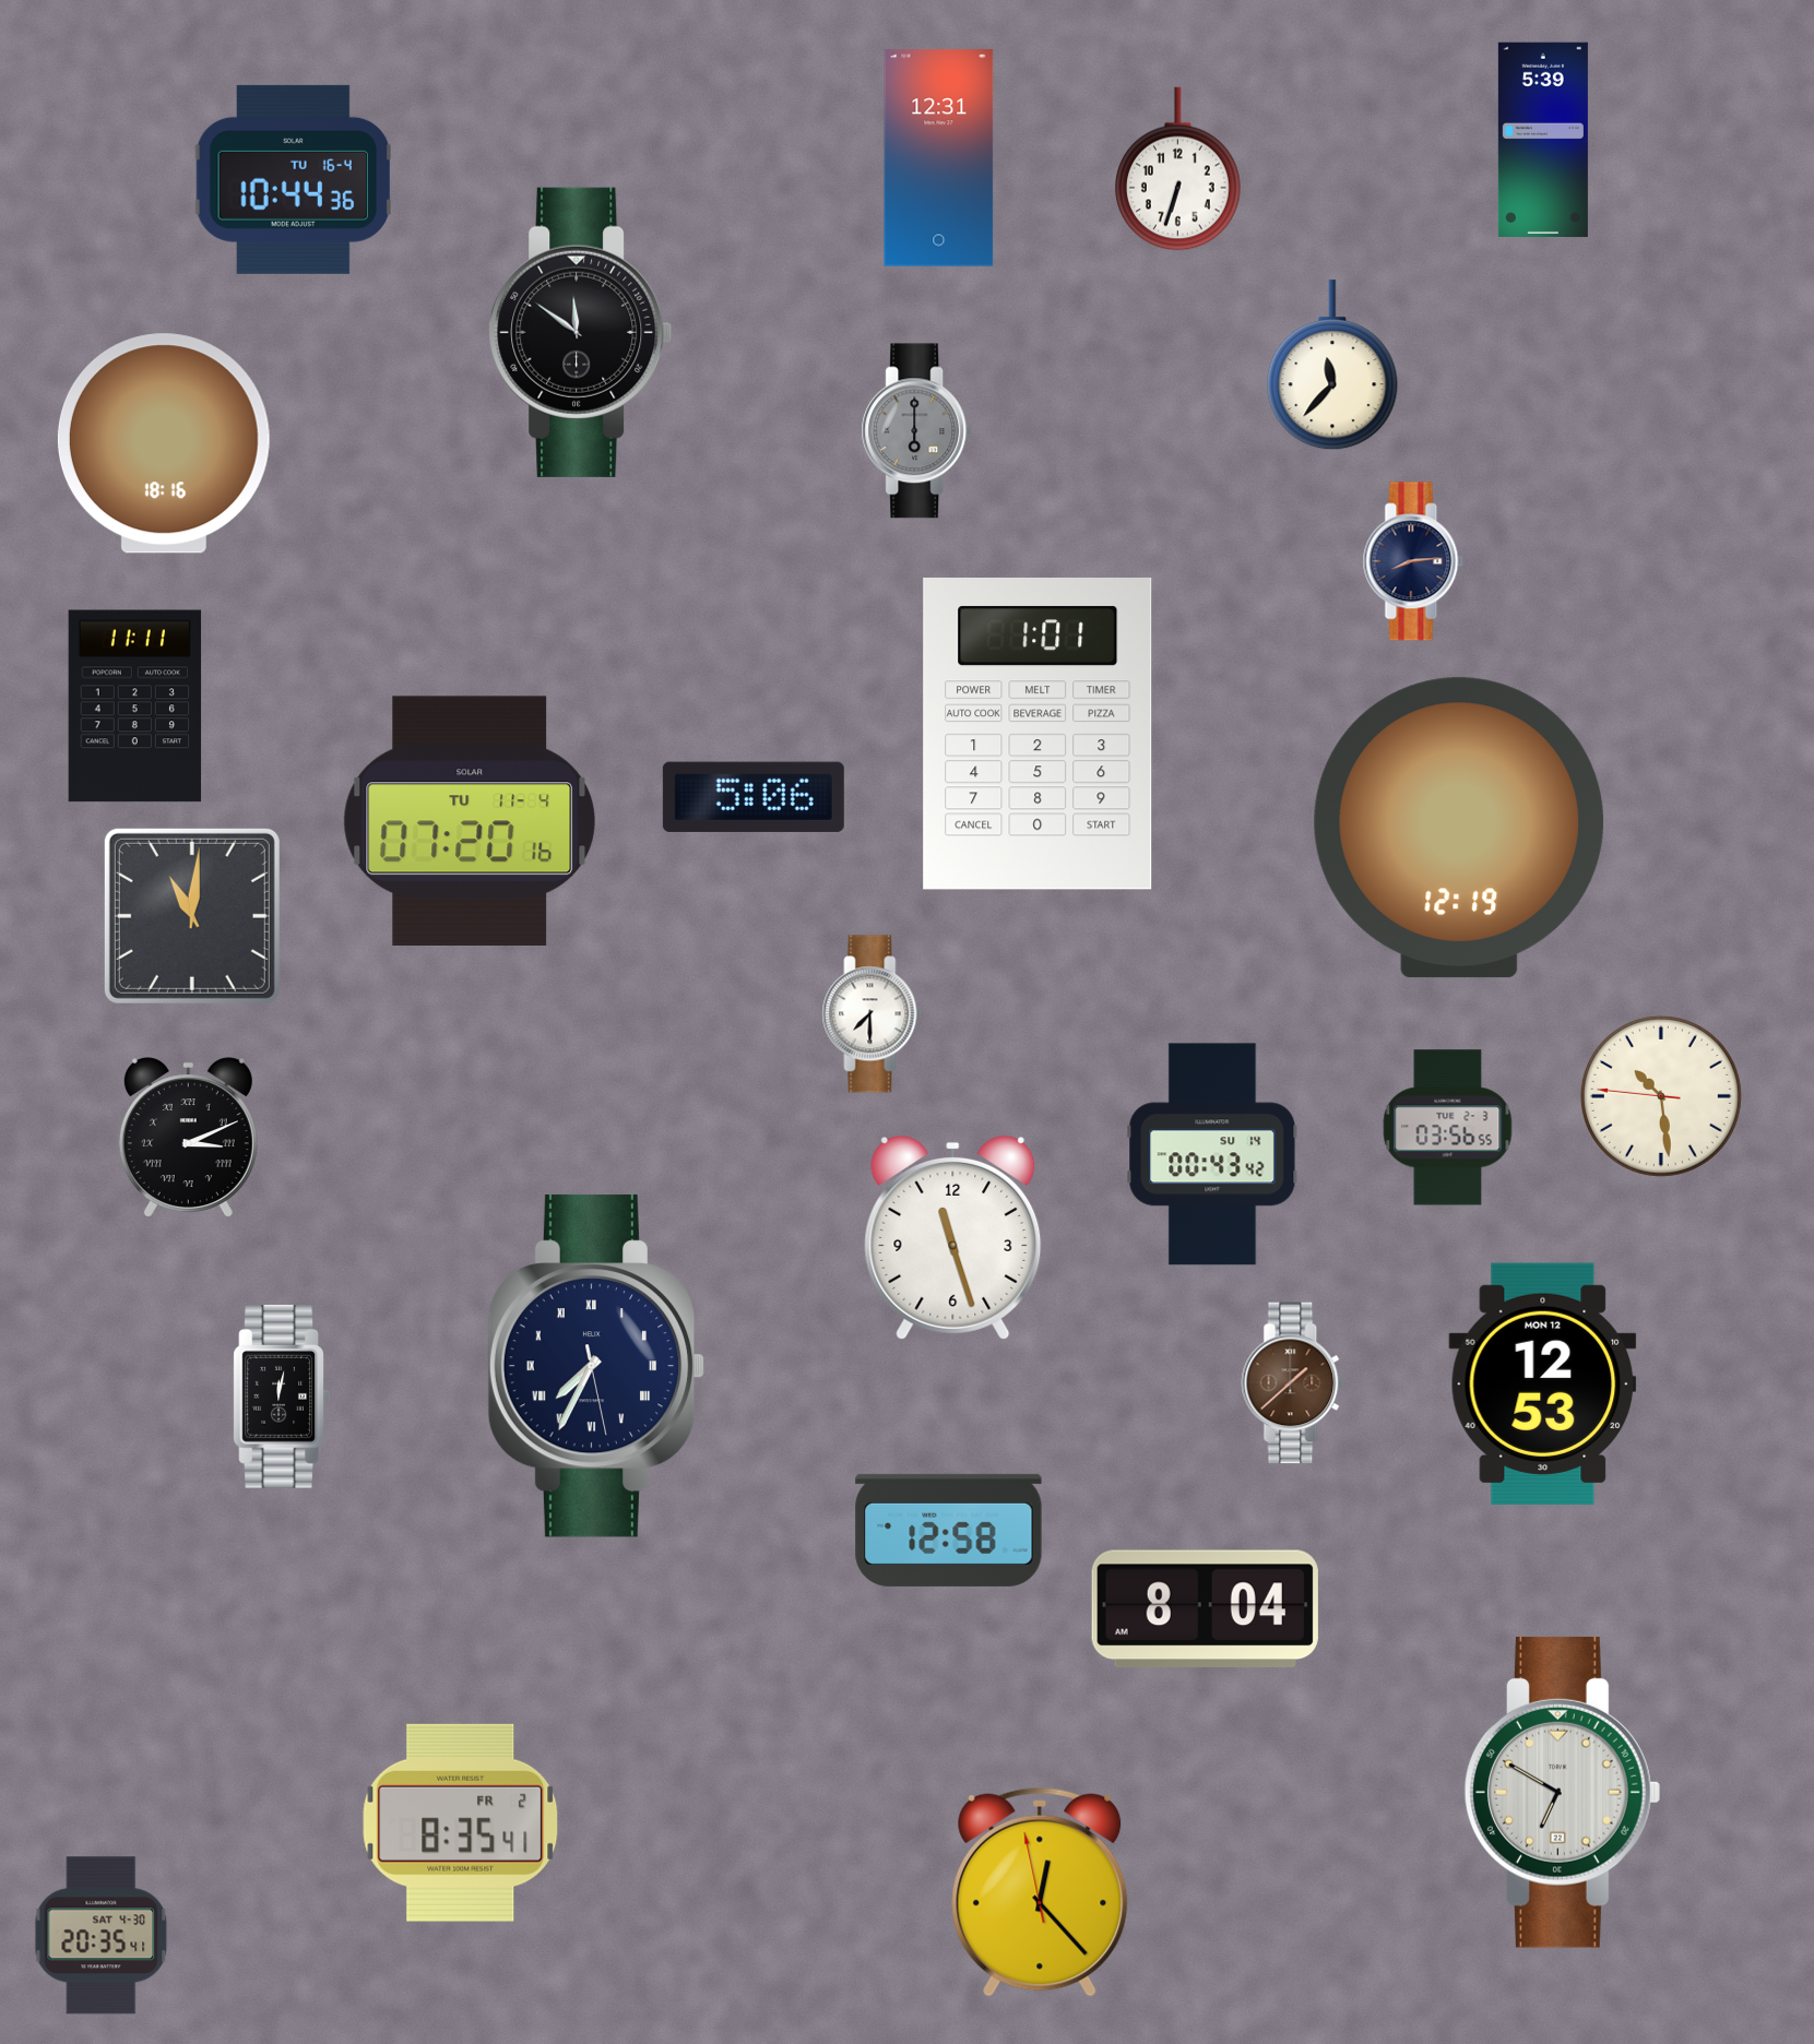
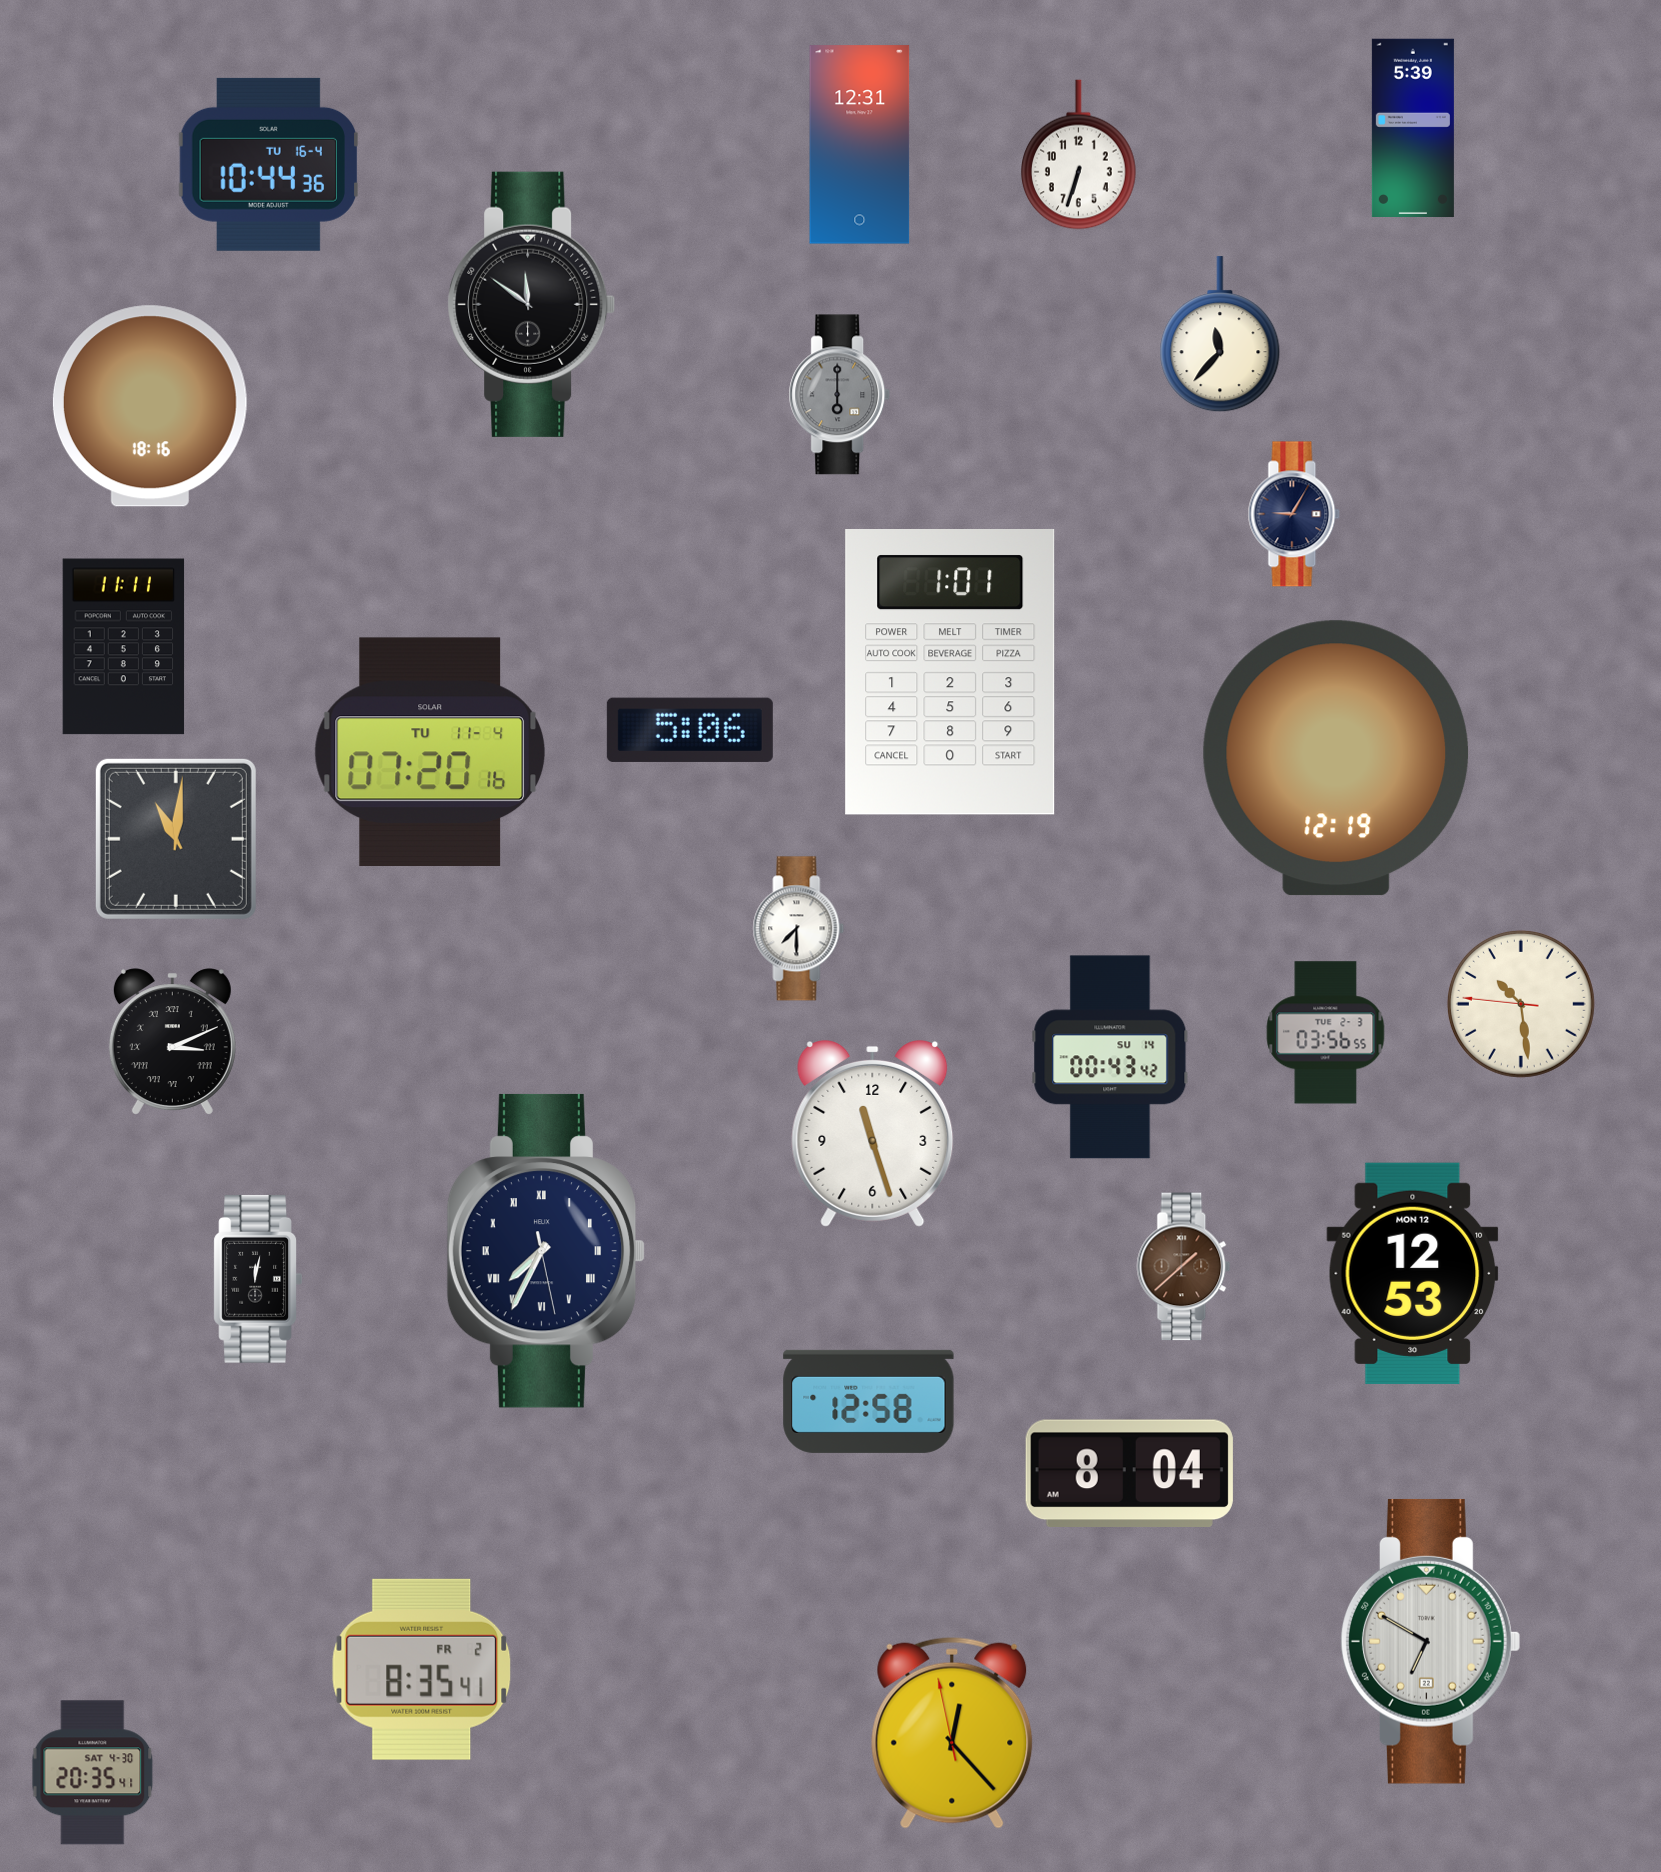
clock at (1413, 561): 8:14 -> 9:05
clock at (1543, 1383) position: (1543, 1383) -> (1413, 1273)
clock at (1205, 1608) position: (1205, 1608) -> (1129, 1473)
